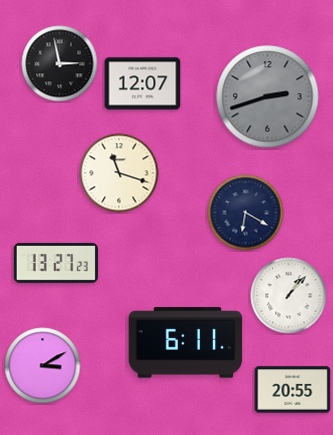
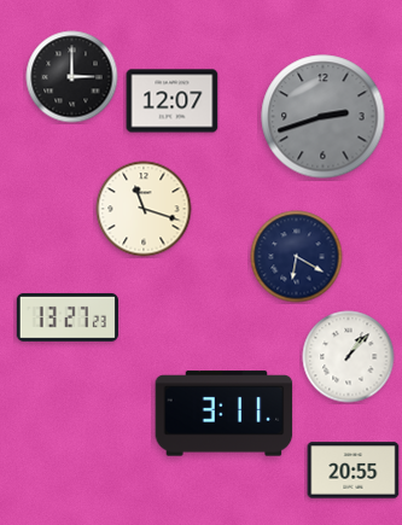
clock at (60, 64): 2:58 -> 3:00
clock at (186, 343): 6:11 -> 3:11
clock at (43, 366): 3:10 -> none
